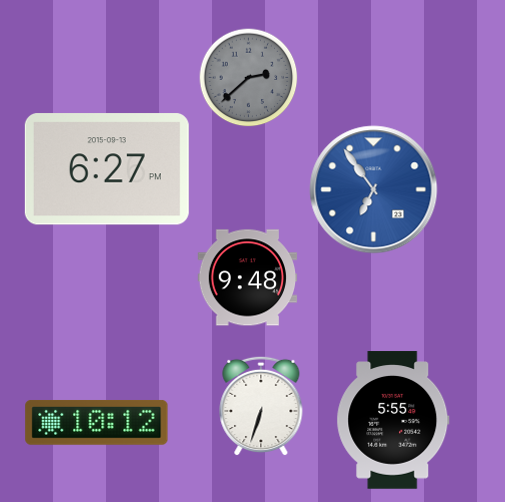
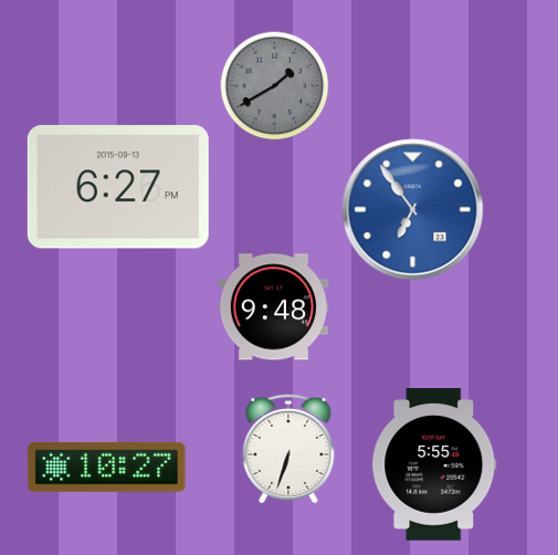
clock at (249, 78): 2:38 -> 1:40
clock at (97, 422): 10:12 -> 10:27
